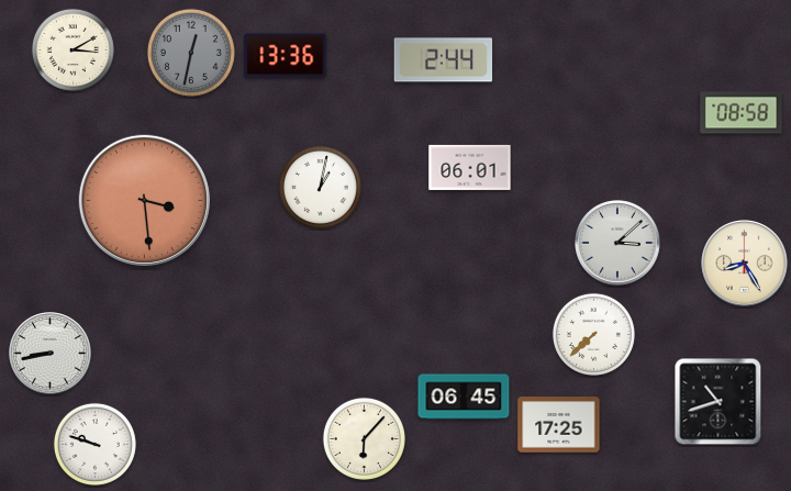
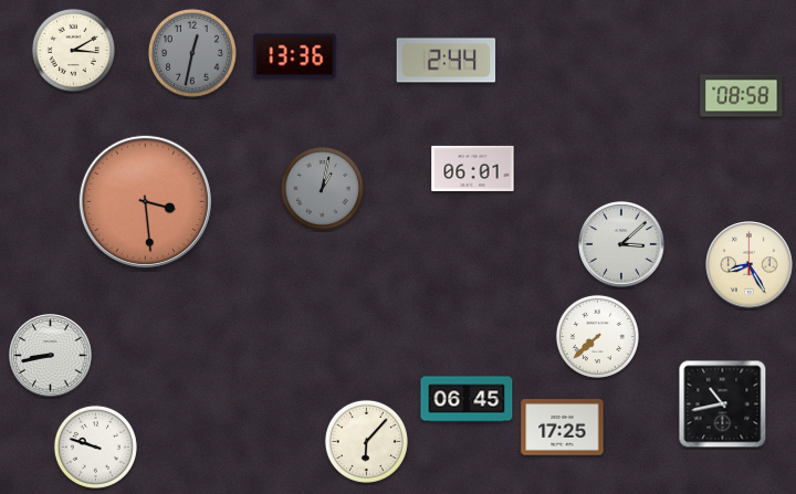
clock at (286, 56) position: (286, 56) -> (295, 56)
clock at (742, 113) position: (742, 113) -> (742, 96)
clock at (320, 187) dial: white -> grey
clock at (718, 402): 10:42 -> 10:43
